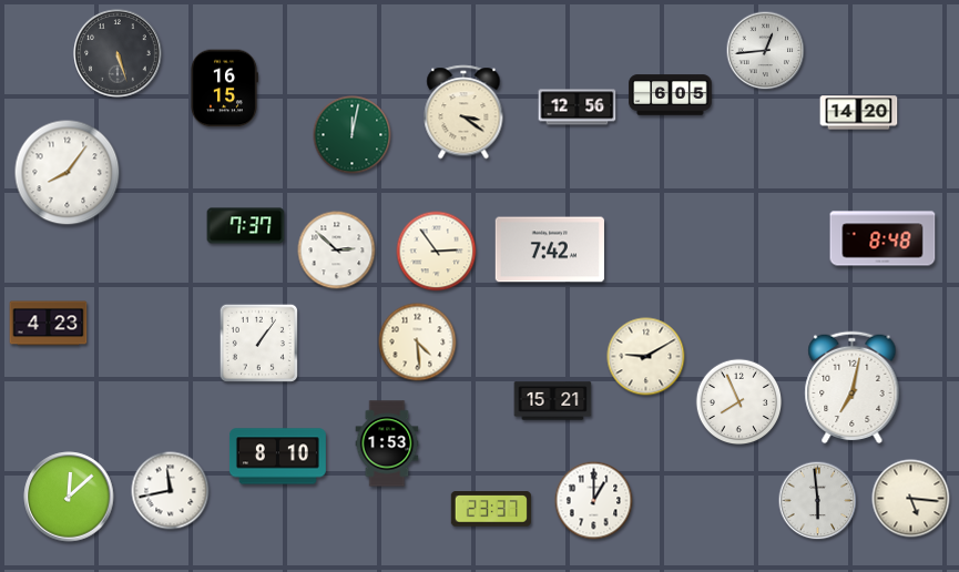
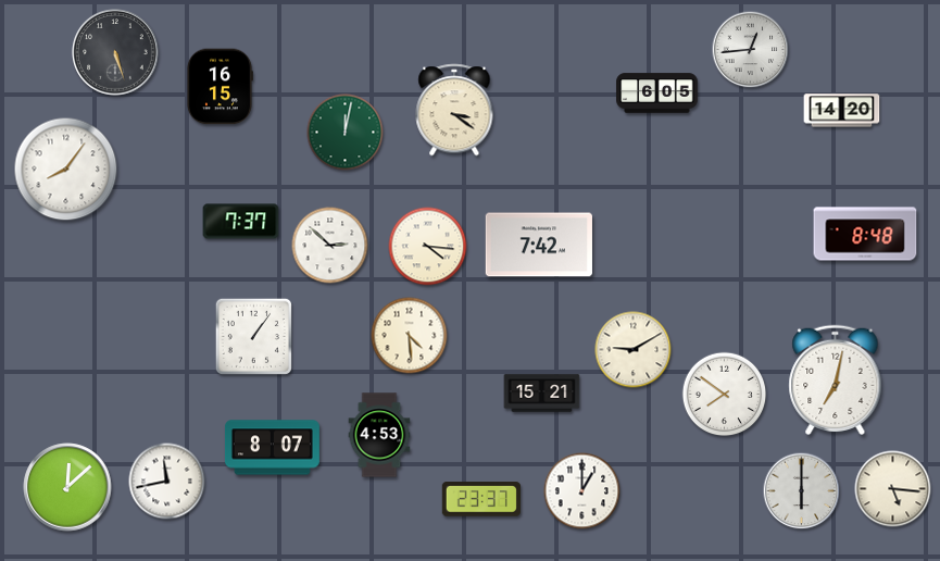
clock at (578, 108): 12:56 -> none
clock at (437, 252): 2:54 -> 4:16
clock at (49, 324): 4:23 -> none
clock at (739, 402): 7:56 -> 7:51
clock at (387, 443): 1:53 -> 4:53
clock at (277, 457): 8:10 -> 8:07
clock at (818, 501): 5:59 -> 6:00
